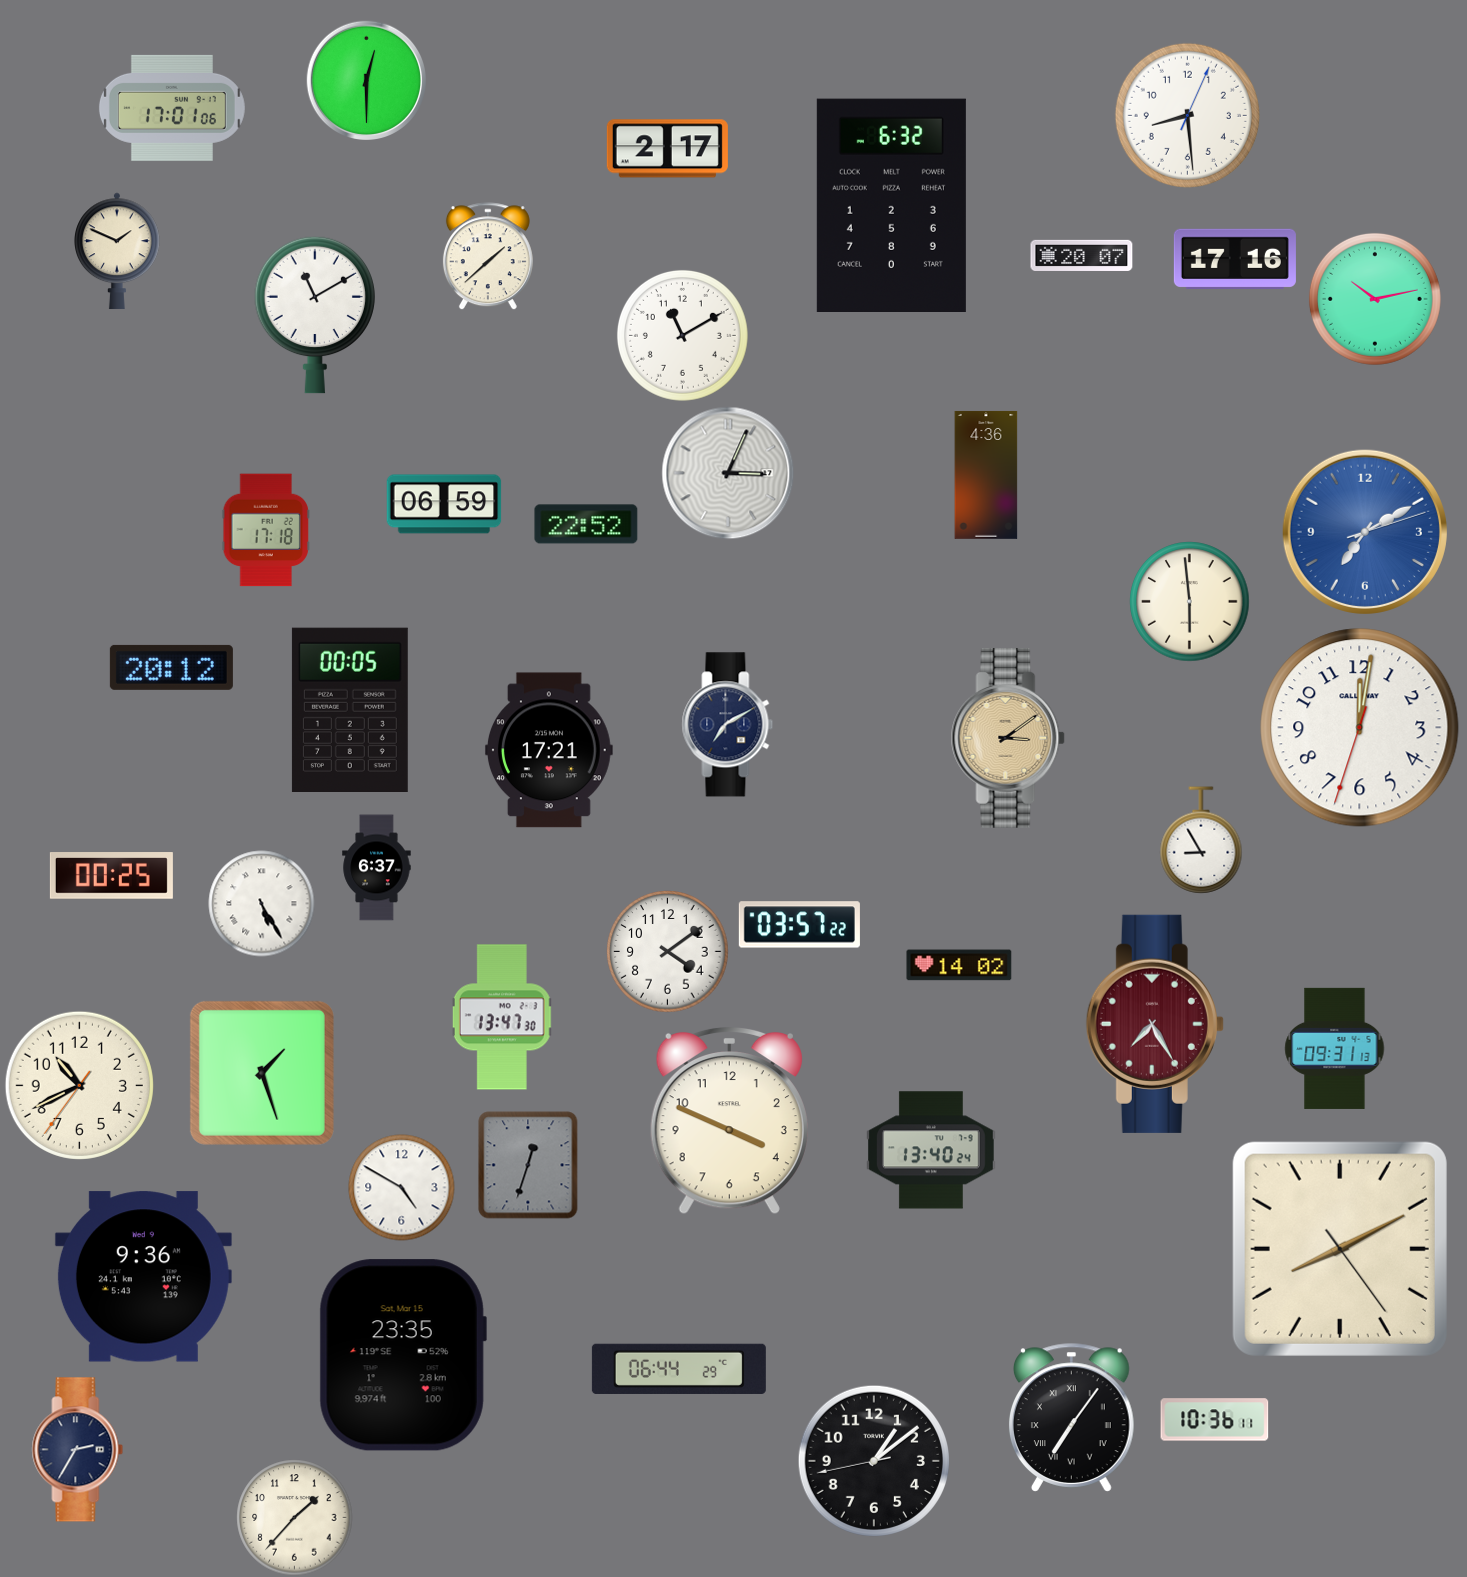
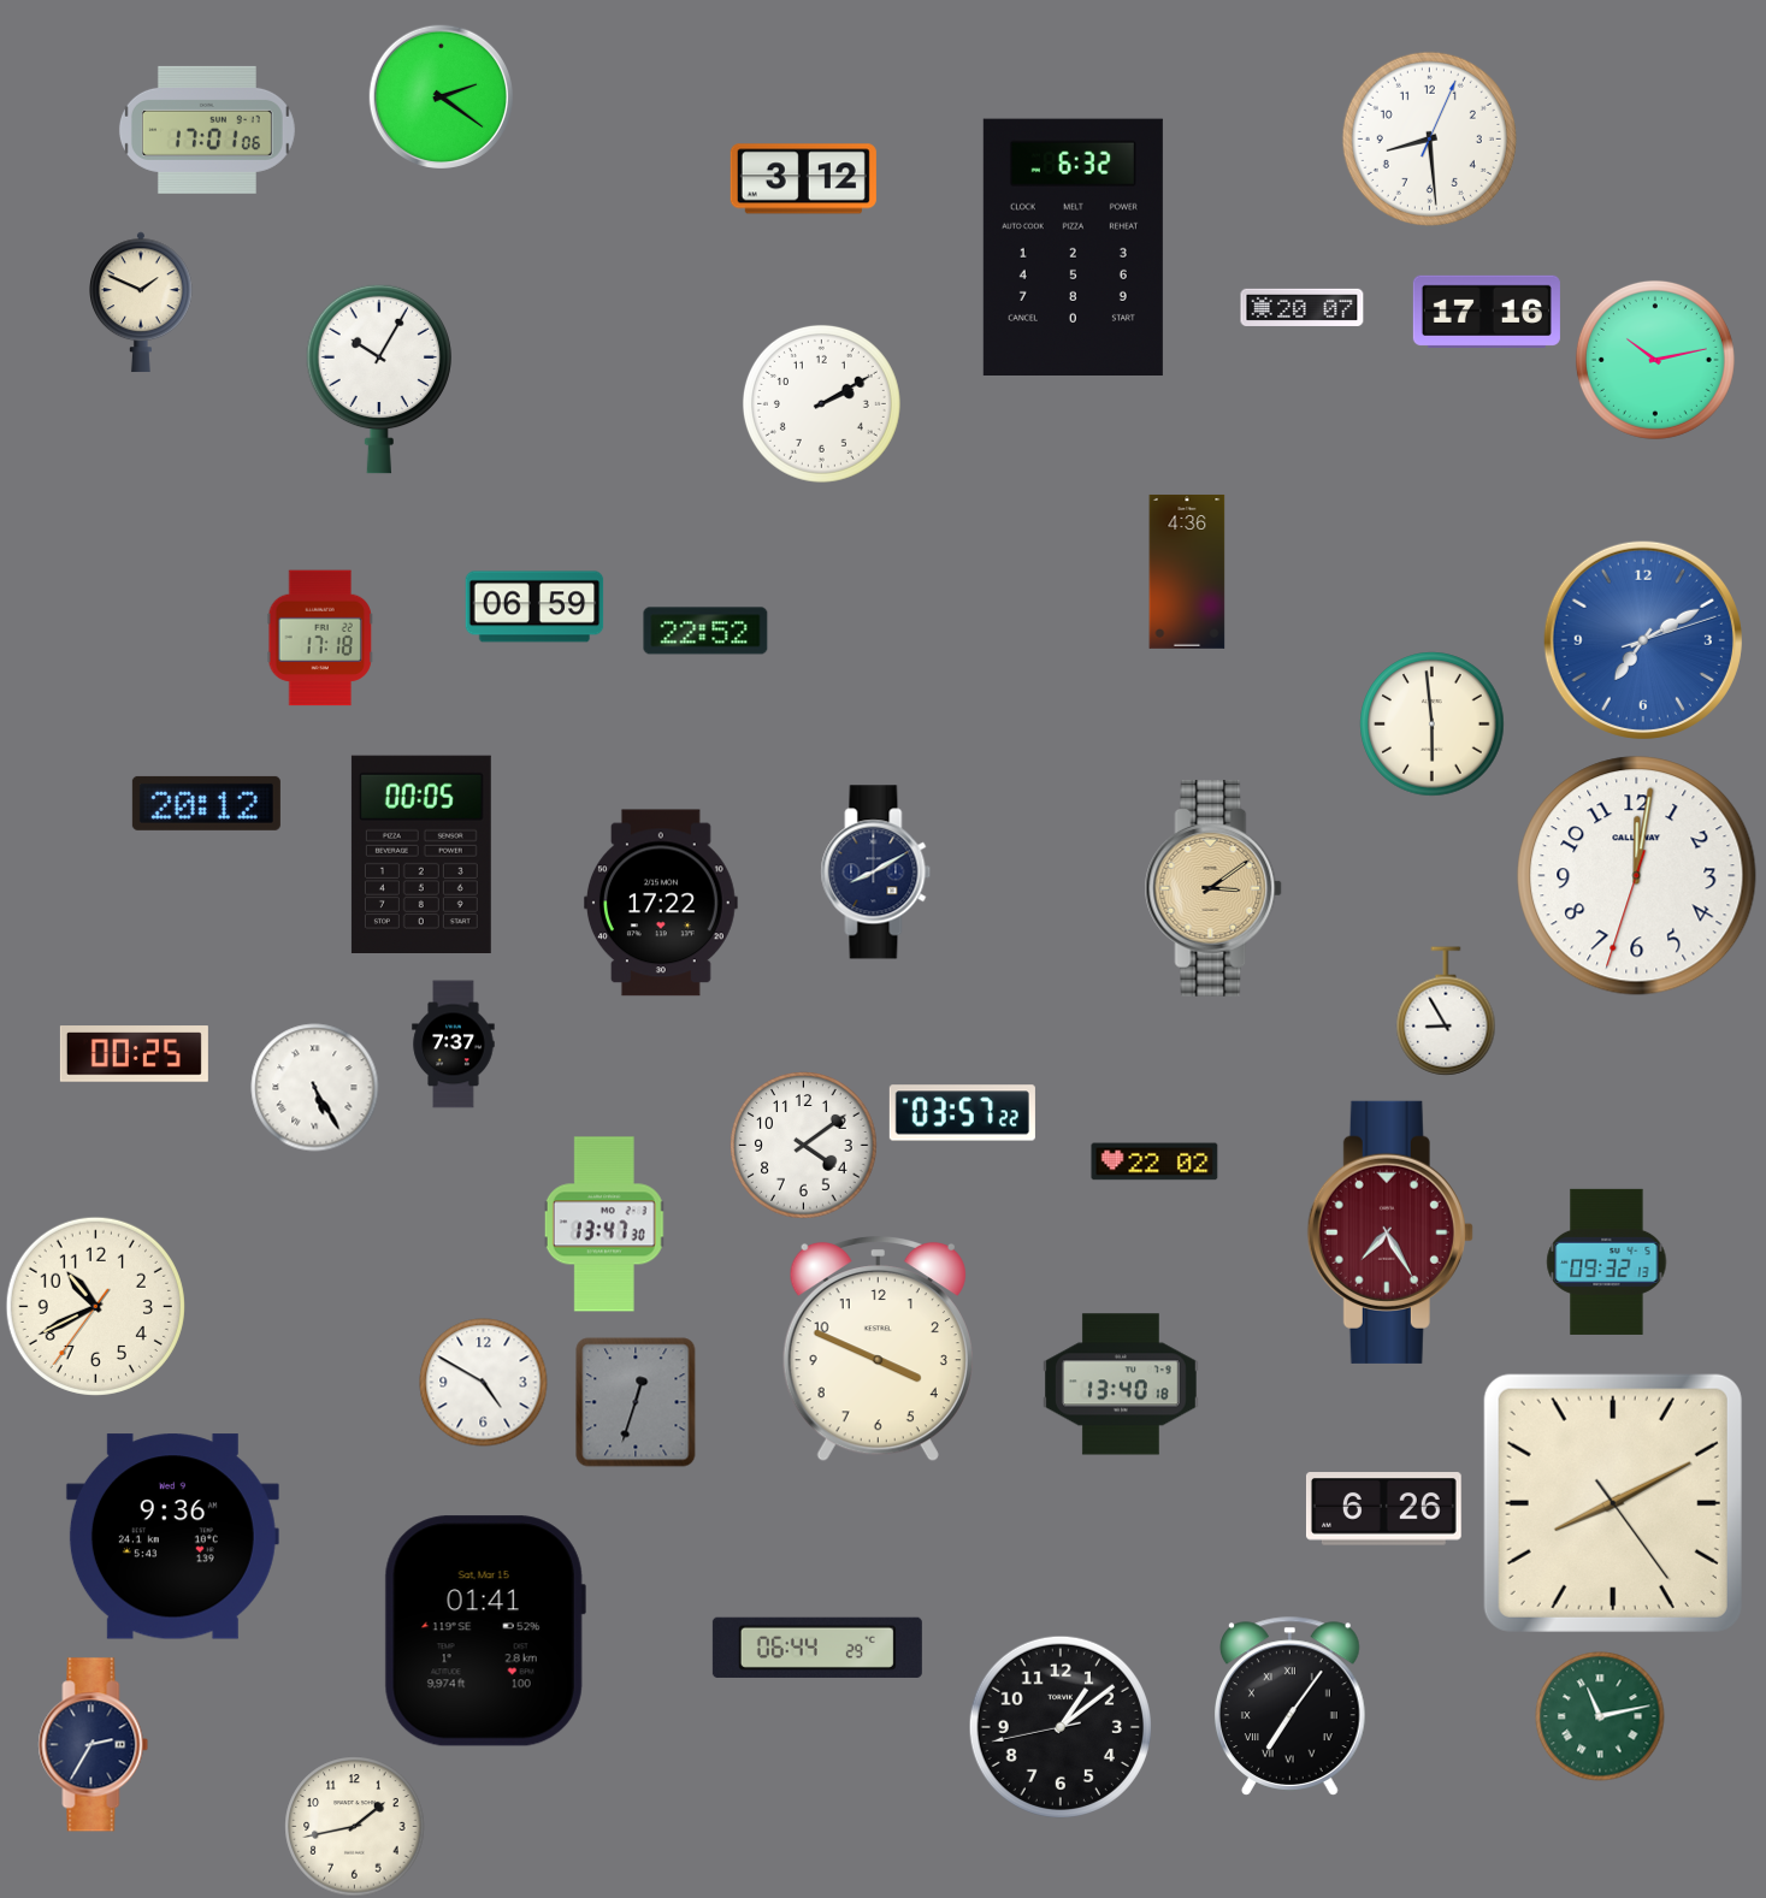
clock at (366, 80): 12:30 -> 2:21
clock at (667, 149): 2:17 -> 3:12
clock at (488, 256): 1:38 -> none
clock at (314, 315): 11:10 -> 10:05
clock at (682, 335): 11:10 -> 2:10
clock at (728, 473): 3:04 -> none
clock at (728, 725): 7:10 -> 8:10
clock at (549, 750): 17:21 -> 17:22
clock at (377, 868): 6:37 -> 7:37
clock at (959, 965): 14:02 -> 22:02
clock at (1335, 1048): 09:31 -> 09:32
clock at (262, 1073): 1:27 -> none
clock at (932, 1150): 13:40:24 -> 13:40:18
clock at (402, 1188) position: (402, 1188) -> (484, 1383)
clock at (1383, 1509): none -> 6:26
clock at (403, 1355): 23:35 -> 01:41
clock at (1215, 1420): 10:36 -> none
clock at (1600, 1716): none -> 11:13
clock at (874, 1461) position: (874, 1461) -> (1061, 1727)
clock at (295, 1518): 1:37 -> 1:43
